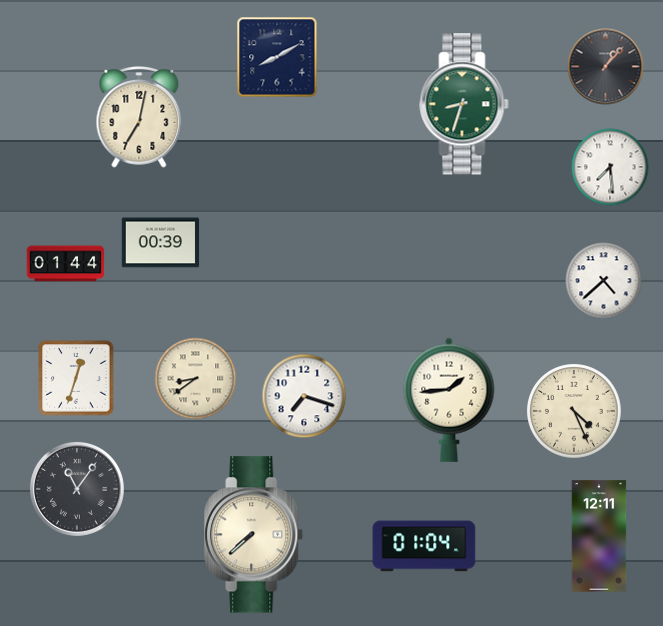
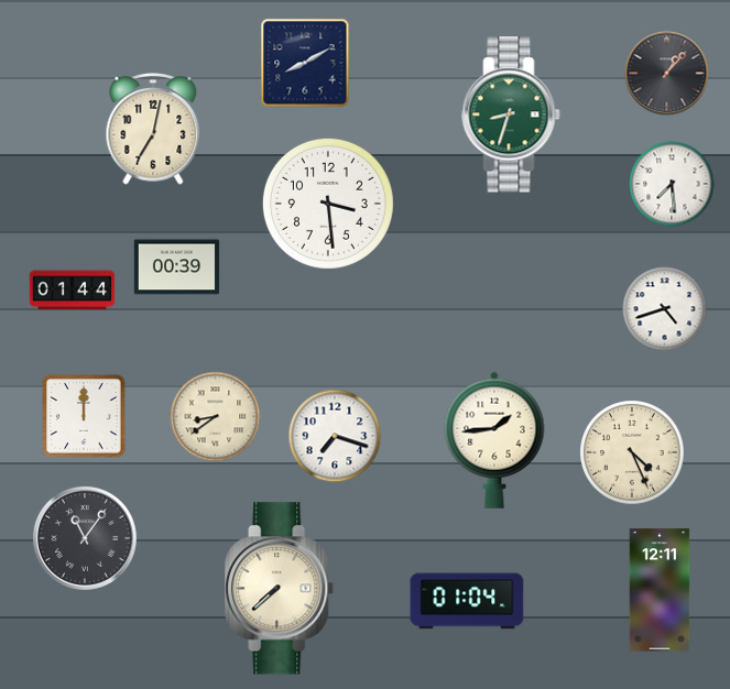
clock at (328, 204): none -> 3:29
clock at (604, 281): 4:38 -> 4:42
clock at (76, 378): 12:33 -> 12:00
